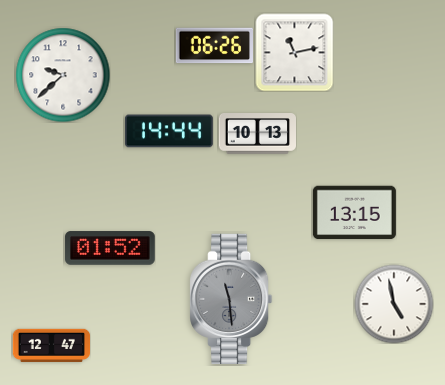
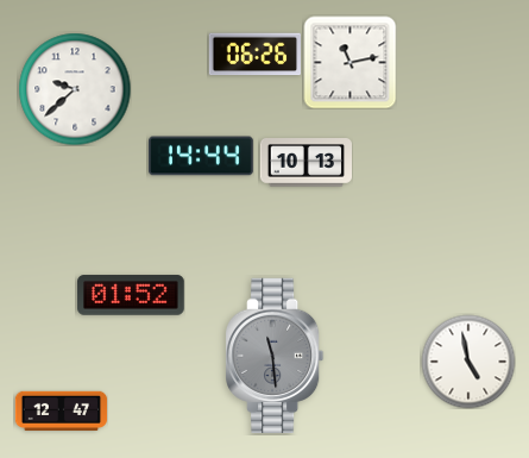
clock at (257, 134) position: (257, 134) -> (306, 163)
clock at (354, 213): 13:15 -> none
